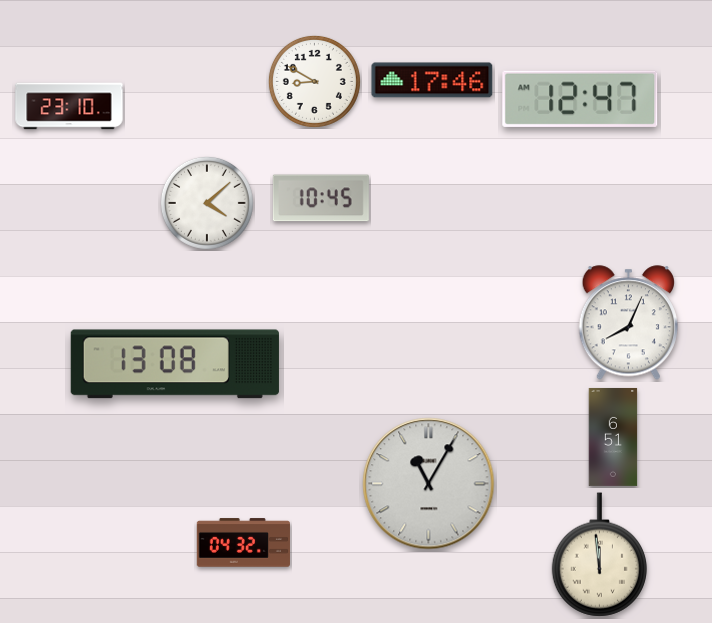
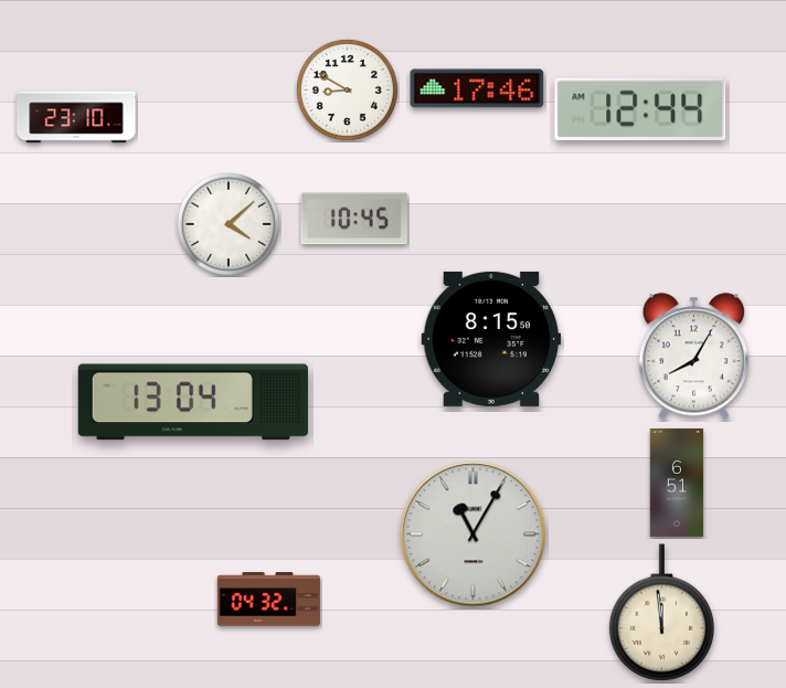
clock at (580, 99): 12:47 -> 12:44
clock at (491, 339): none -> 8:15
clock at (628, 323): 8:04 -> 8:05
clock at (175, 364): 13:08 -> 13:04
